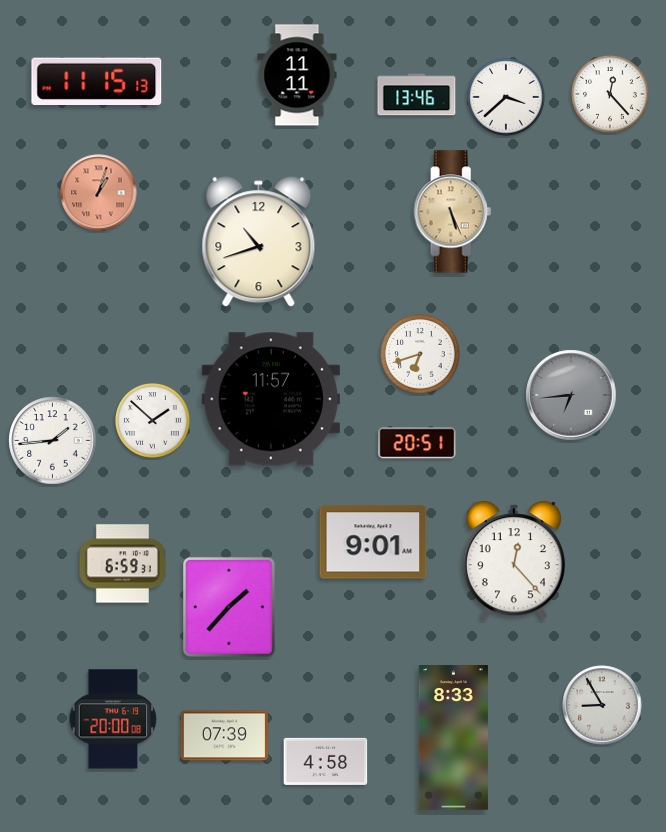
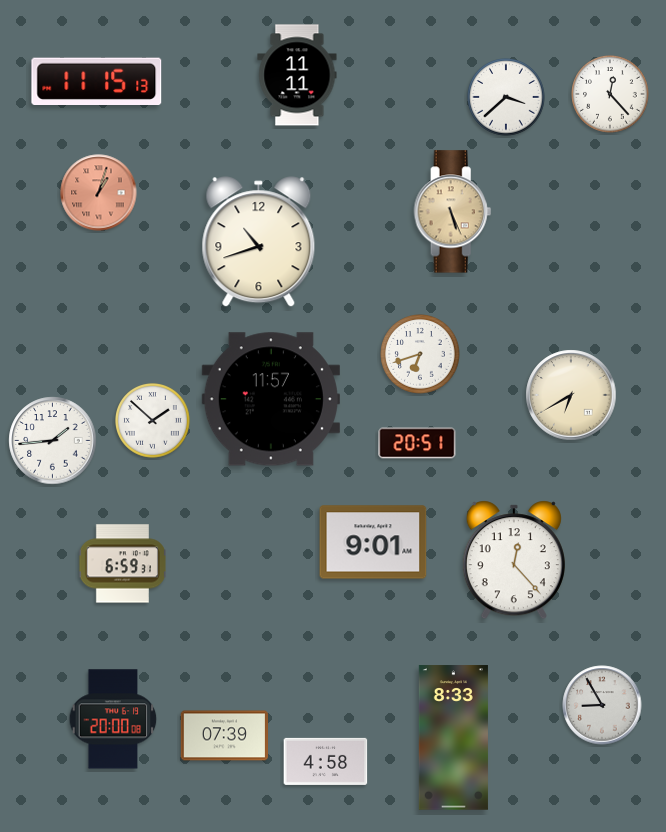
clock at (417, 95): 13:46 -> none
clock at (571, 395): 6:44 -> 6:40
clock at (571, 395) dial: grey -> cream
clock at (229, 607): 1:37 -> none
